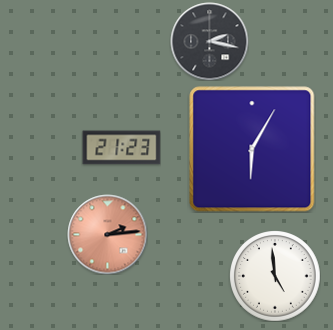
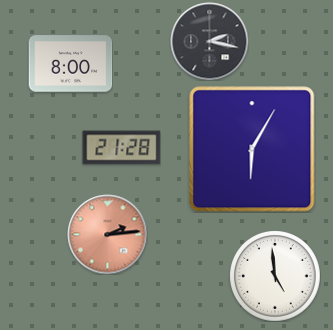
clock at (70, 64): none -> 8:00
clock at (121, 148): 21:23 -> 21:28
